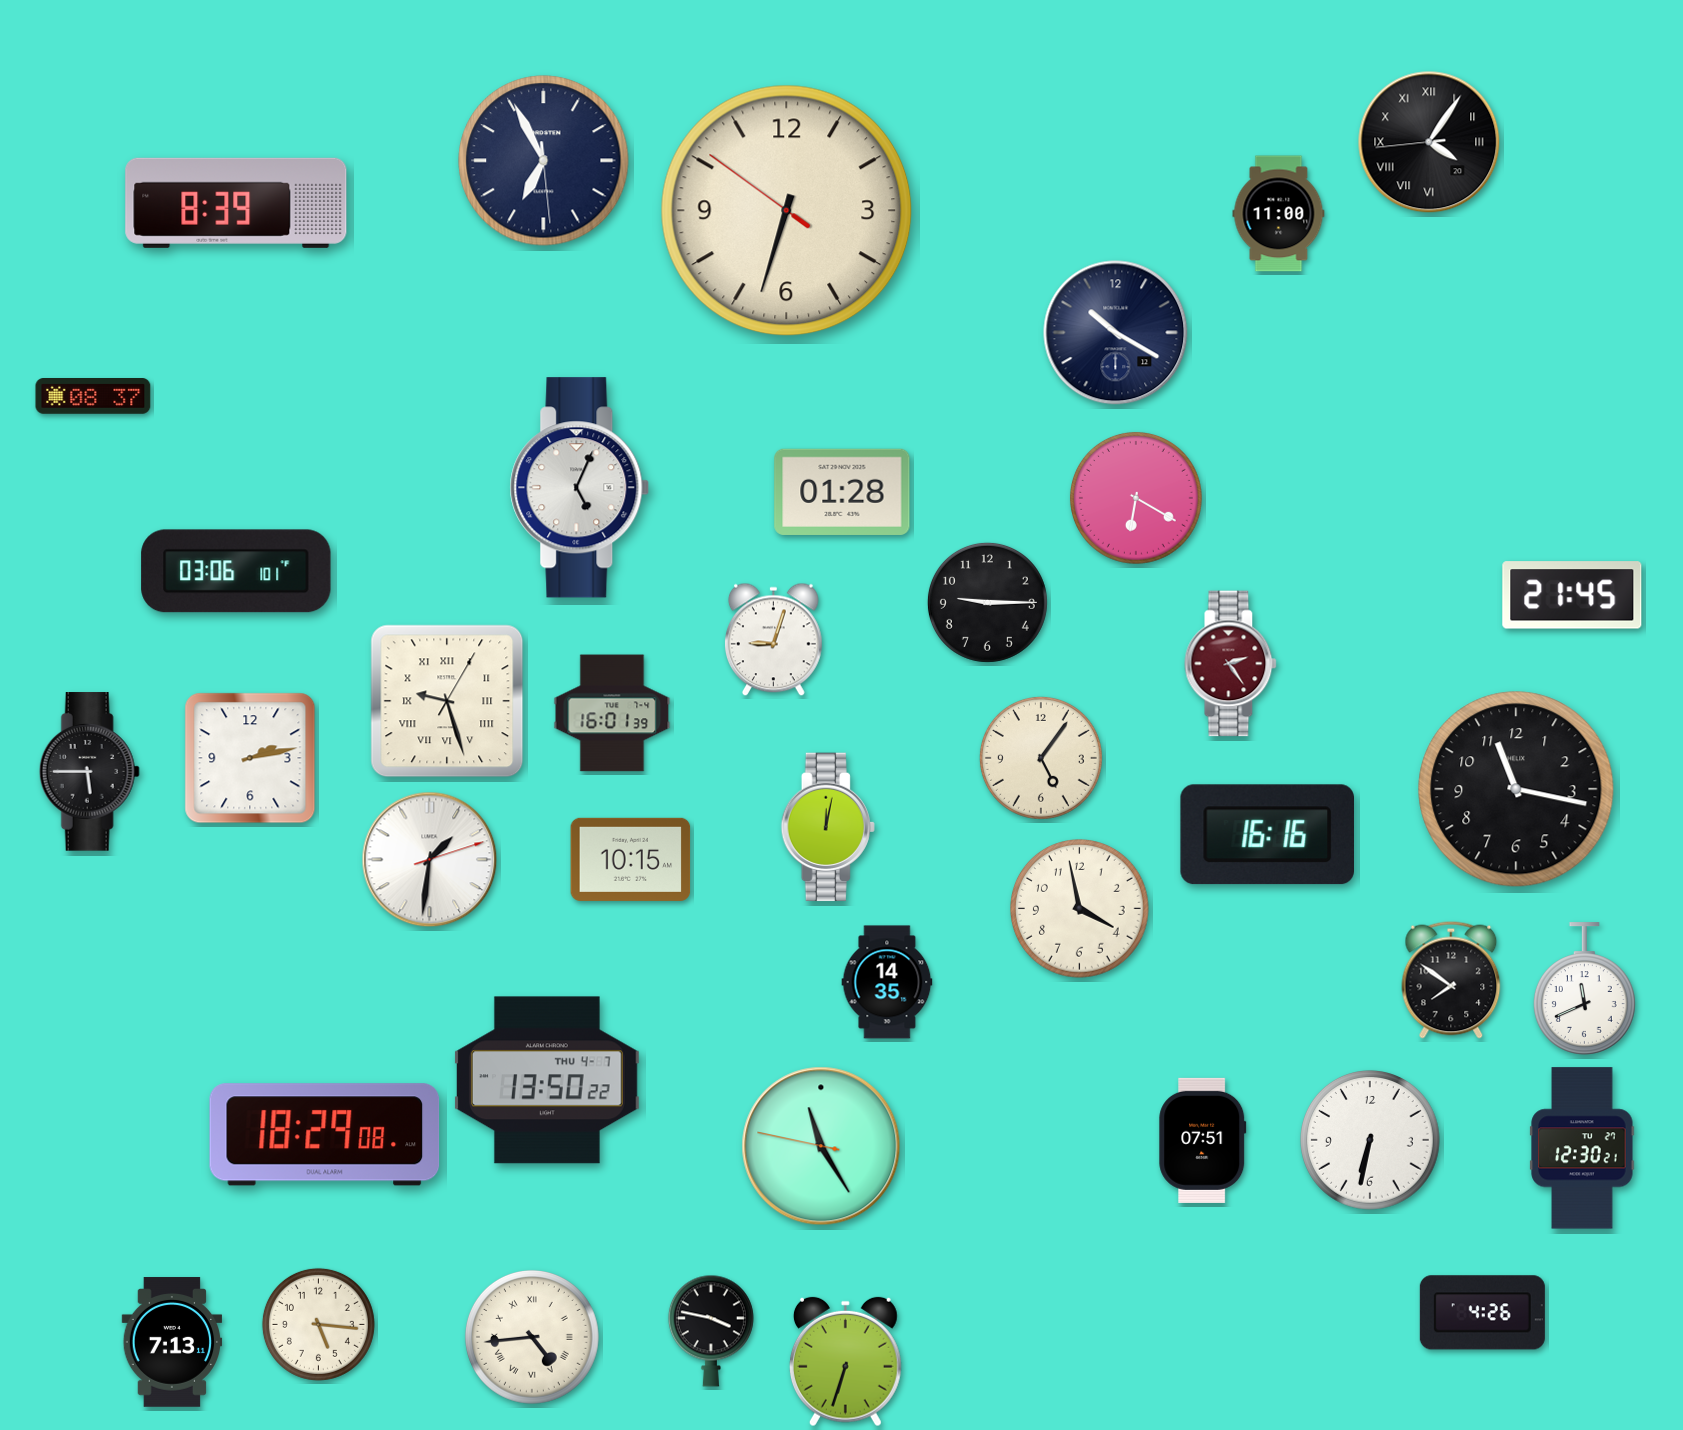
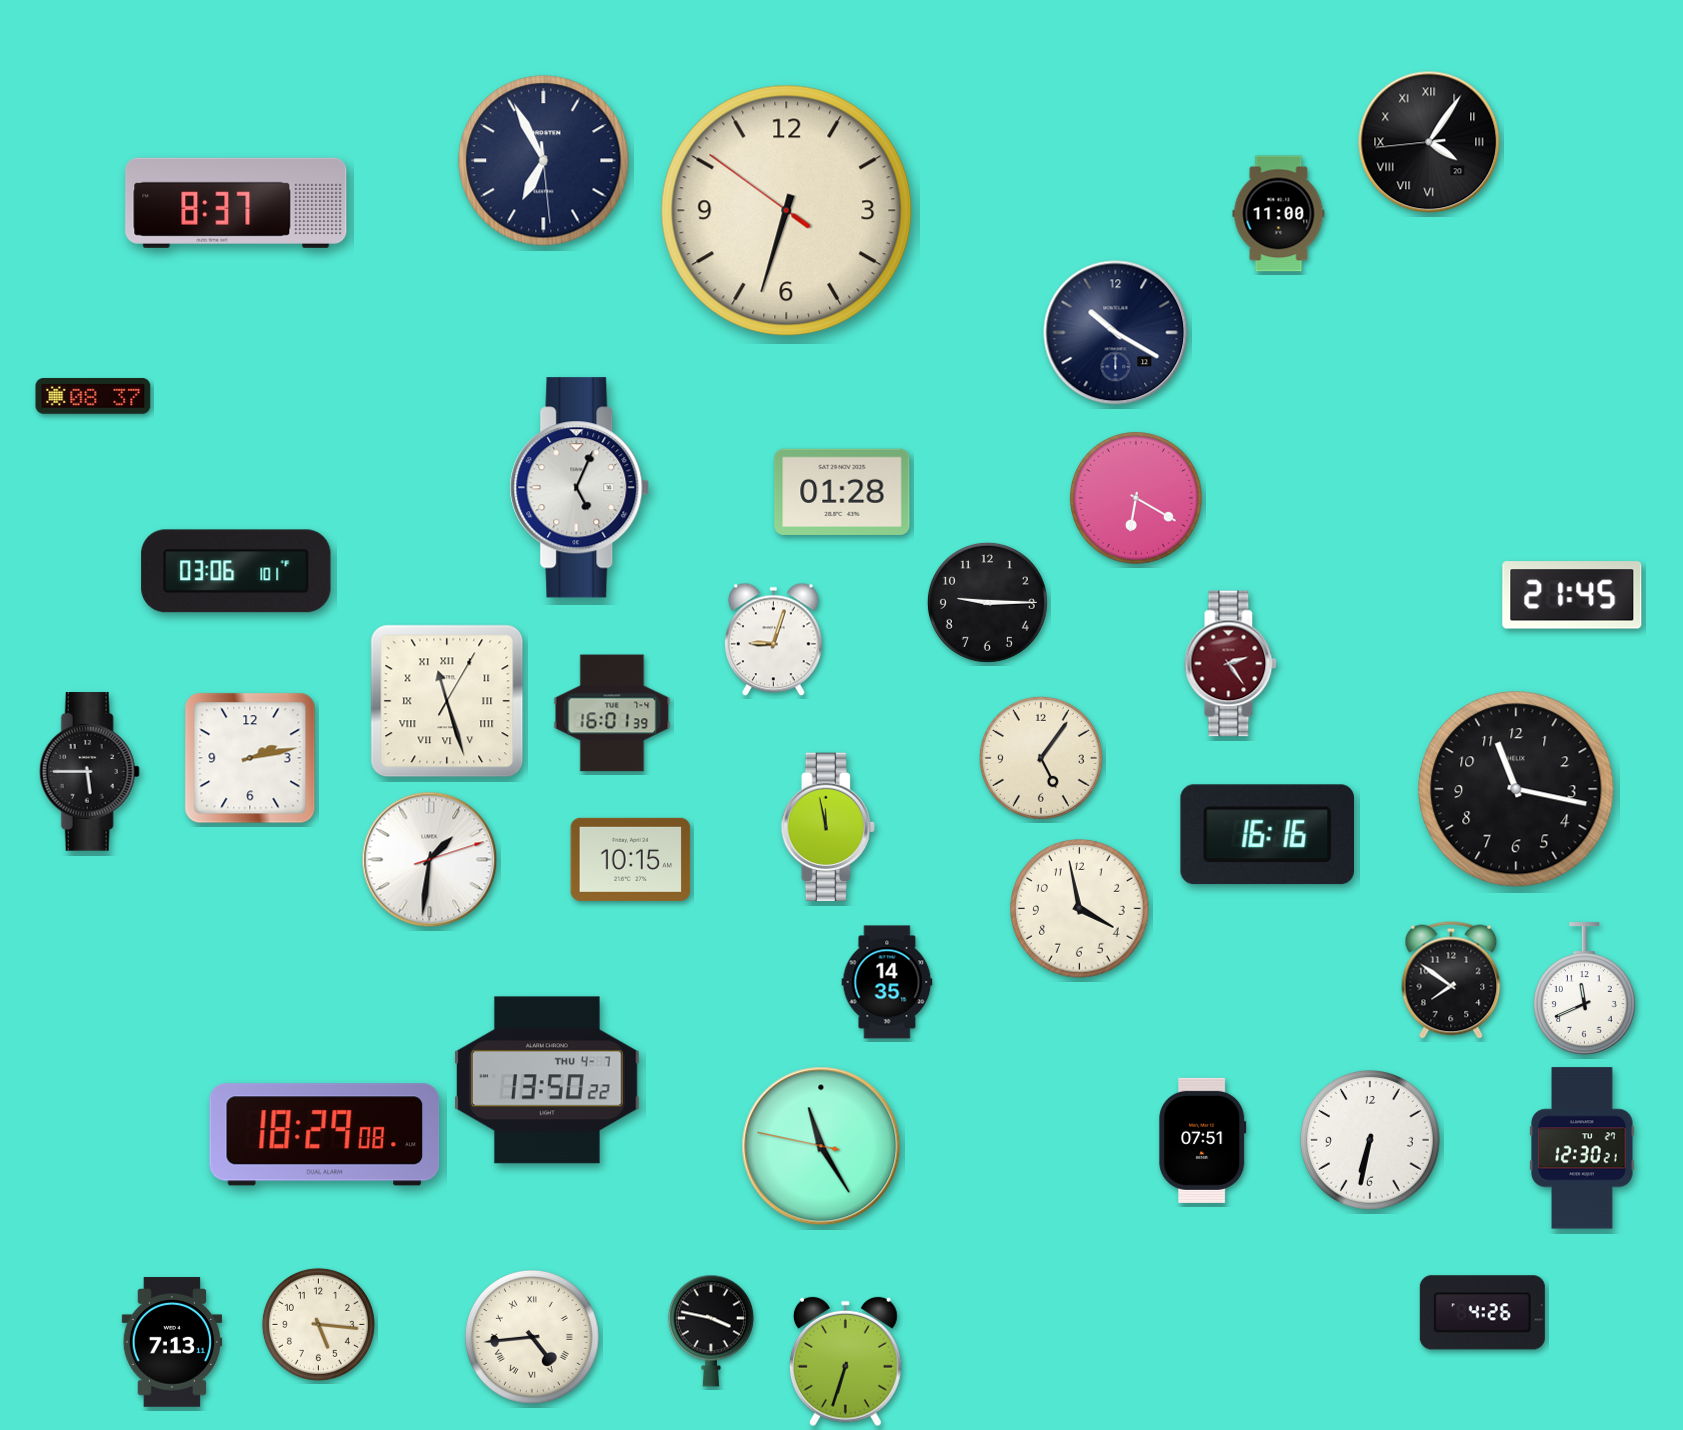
clock at (236, 203): 8:39 -> 8:37
clock at (447, 701): 9:27 -> 11:27
clock at (828, 827): 12:02 -> 11:58
